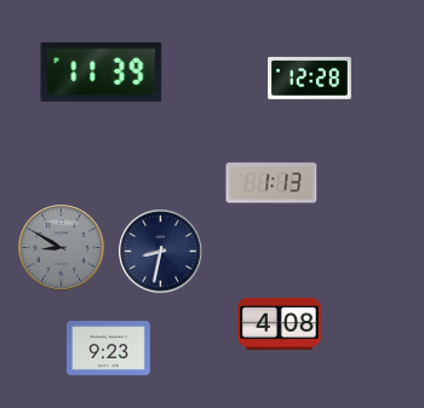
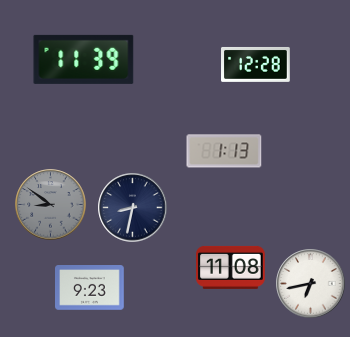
clock at (62, 248): 8:50 -> 8:51
clock at (280, 323): 4:08 -> 11:08
clock at (311, 284): none -> 6:43
